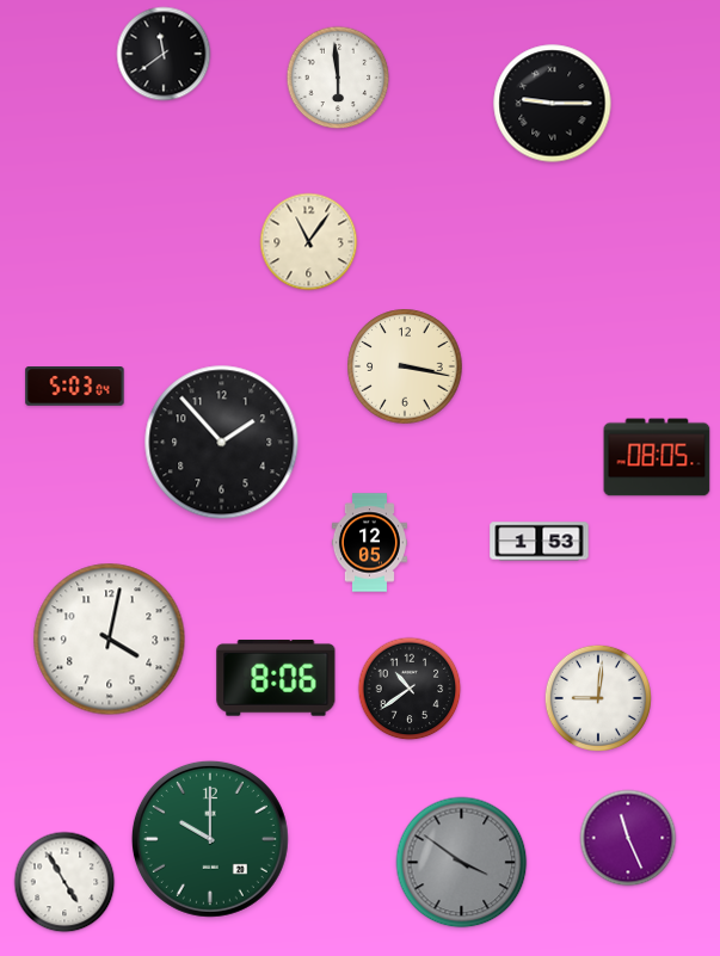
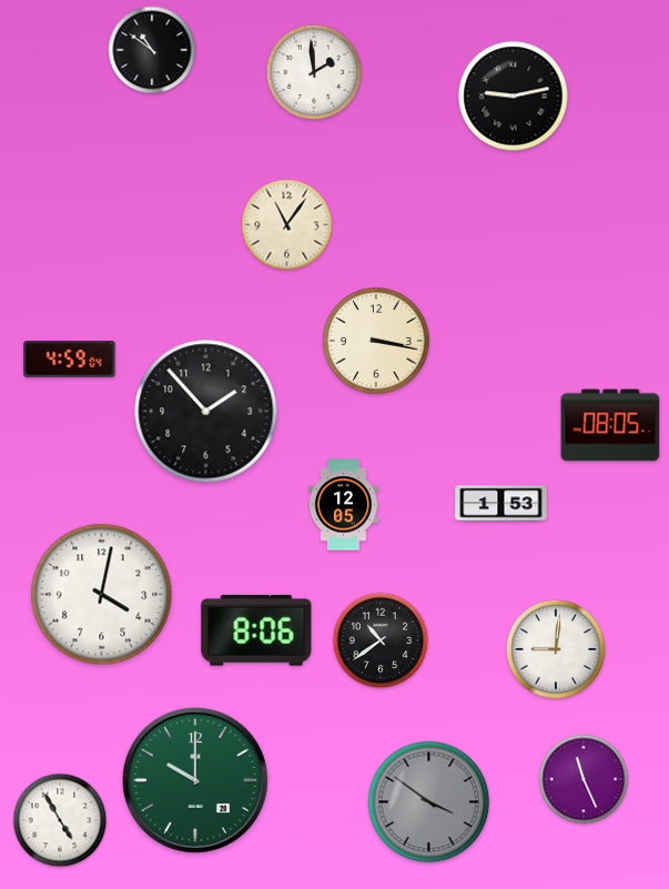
clock at (164, 54): 11:39 -> 10:51
clock at (338, 78): 5:59 -> 1:59
clock at (553, 104): 9:15 -> 9:13
clock at (75, 387): 5:03 -> 4:59
